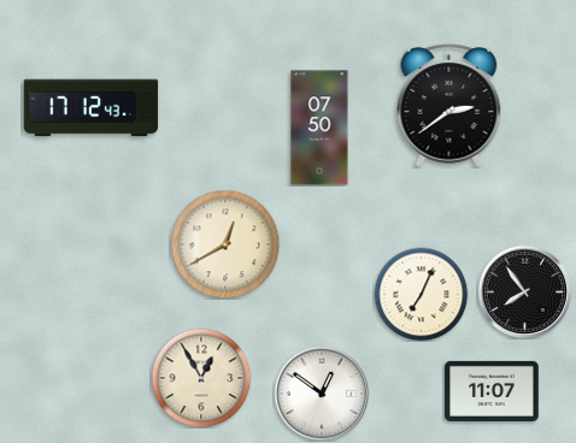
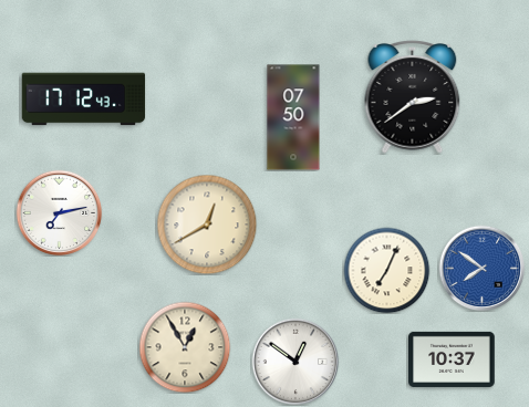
clock at (59, 212): none -> 7:13
clock at (524, 291): 7:54 -> 7:51
clock at (524, 291) dial: black -> blue
clock at (492, 391): 11:07 -> 10:37
